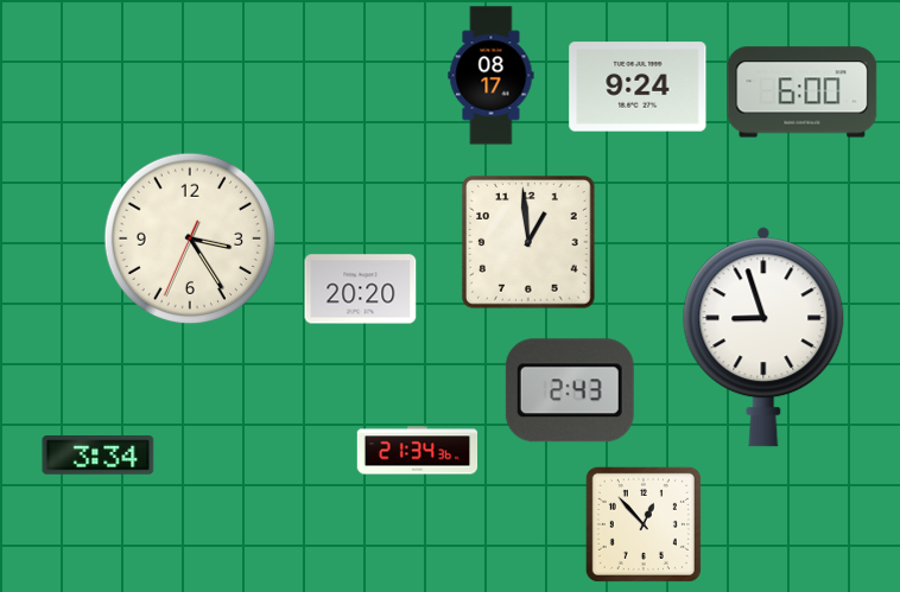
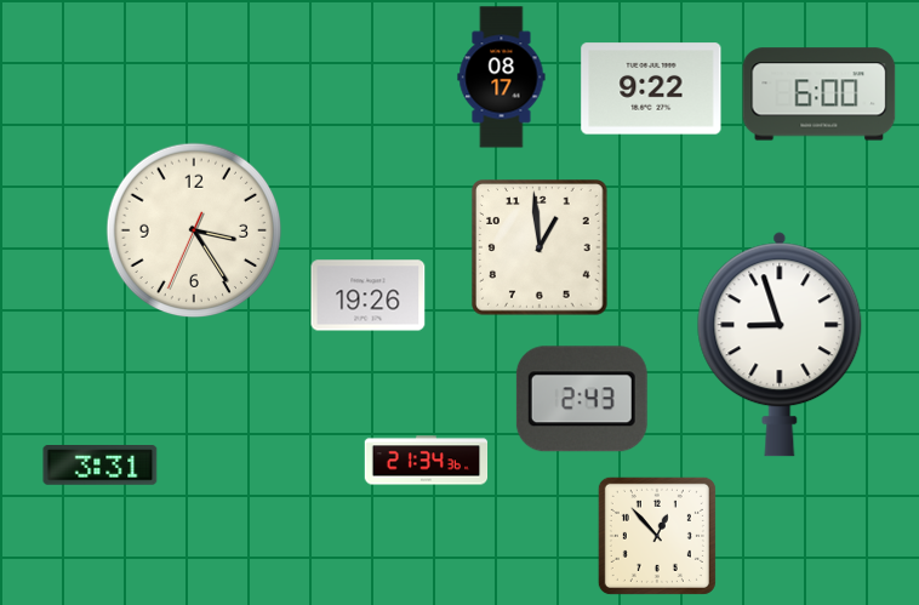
clock at (638, 87): 9:24 -> 9:22
clock at (190, 238) position: (190, 238) -> (194, 230)
clock at (361, 289): 20:20 -> 19:26
clock at (99, 456): 3:34 -> 3:31
